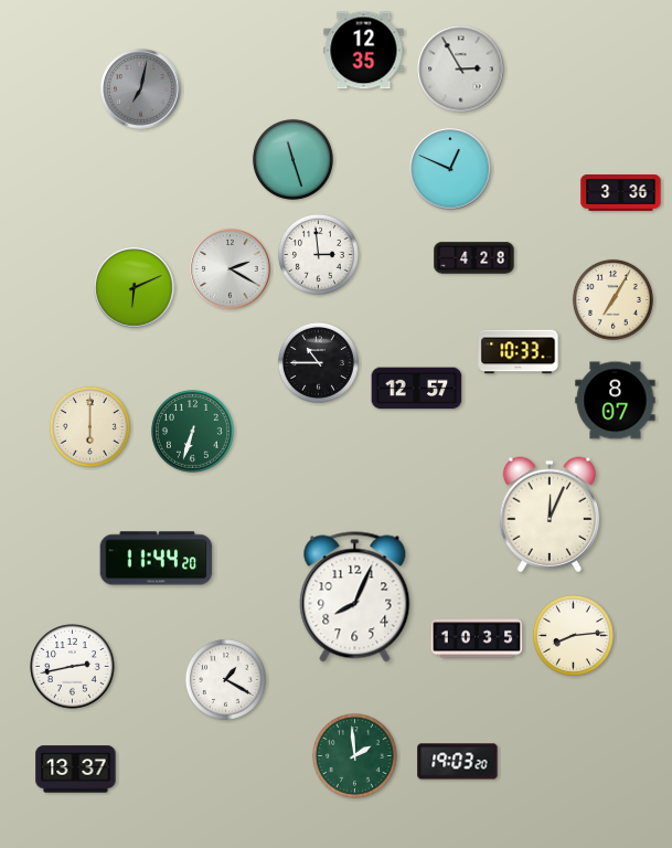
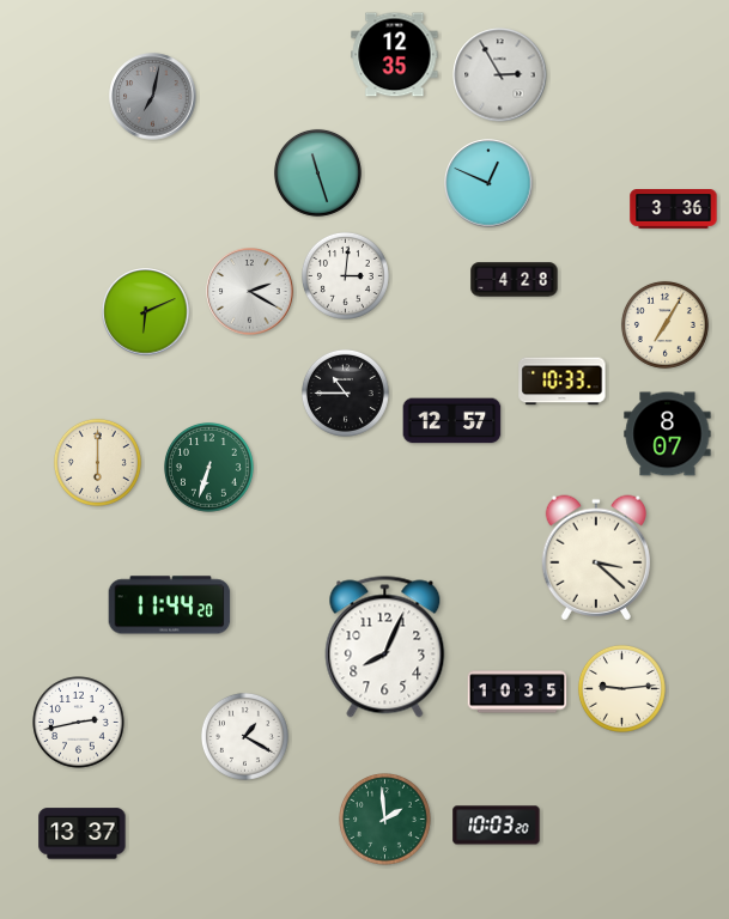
clock at (318, 254): 2:59 -> 3:01
clock at (548, 515): 12:04 -> 3:22
clock at (573, 635): 8:14 -> 9:14
clock at (458, 762): 19:03 -> 10:03
